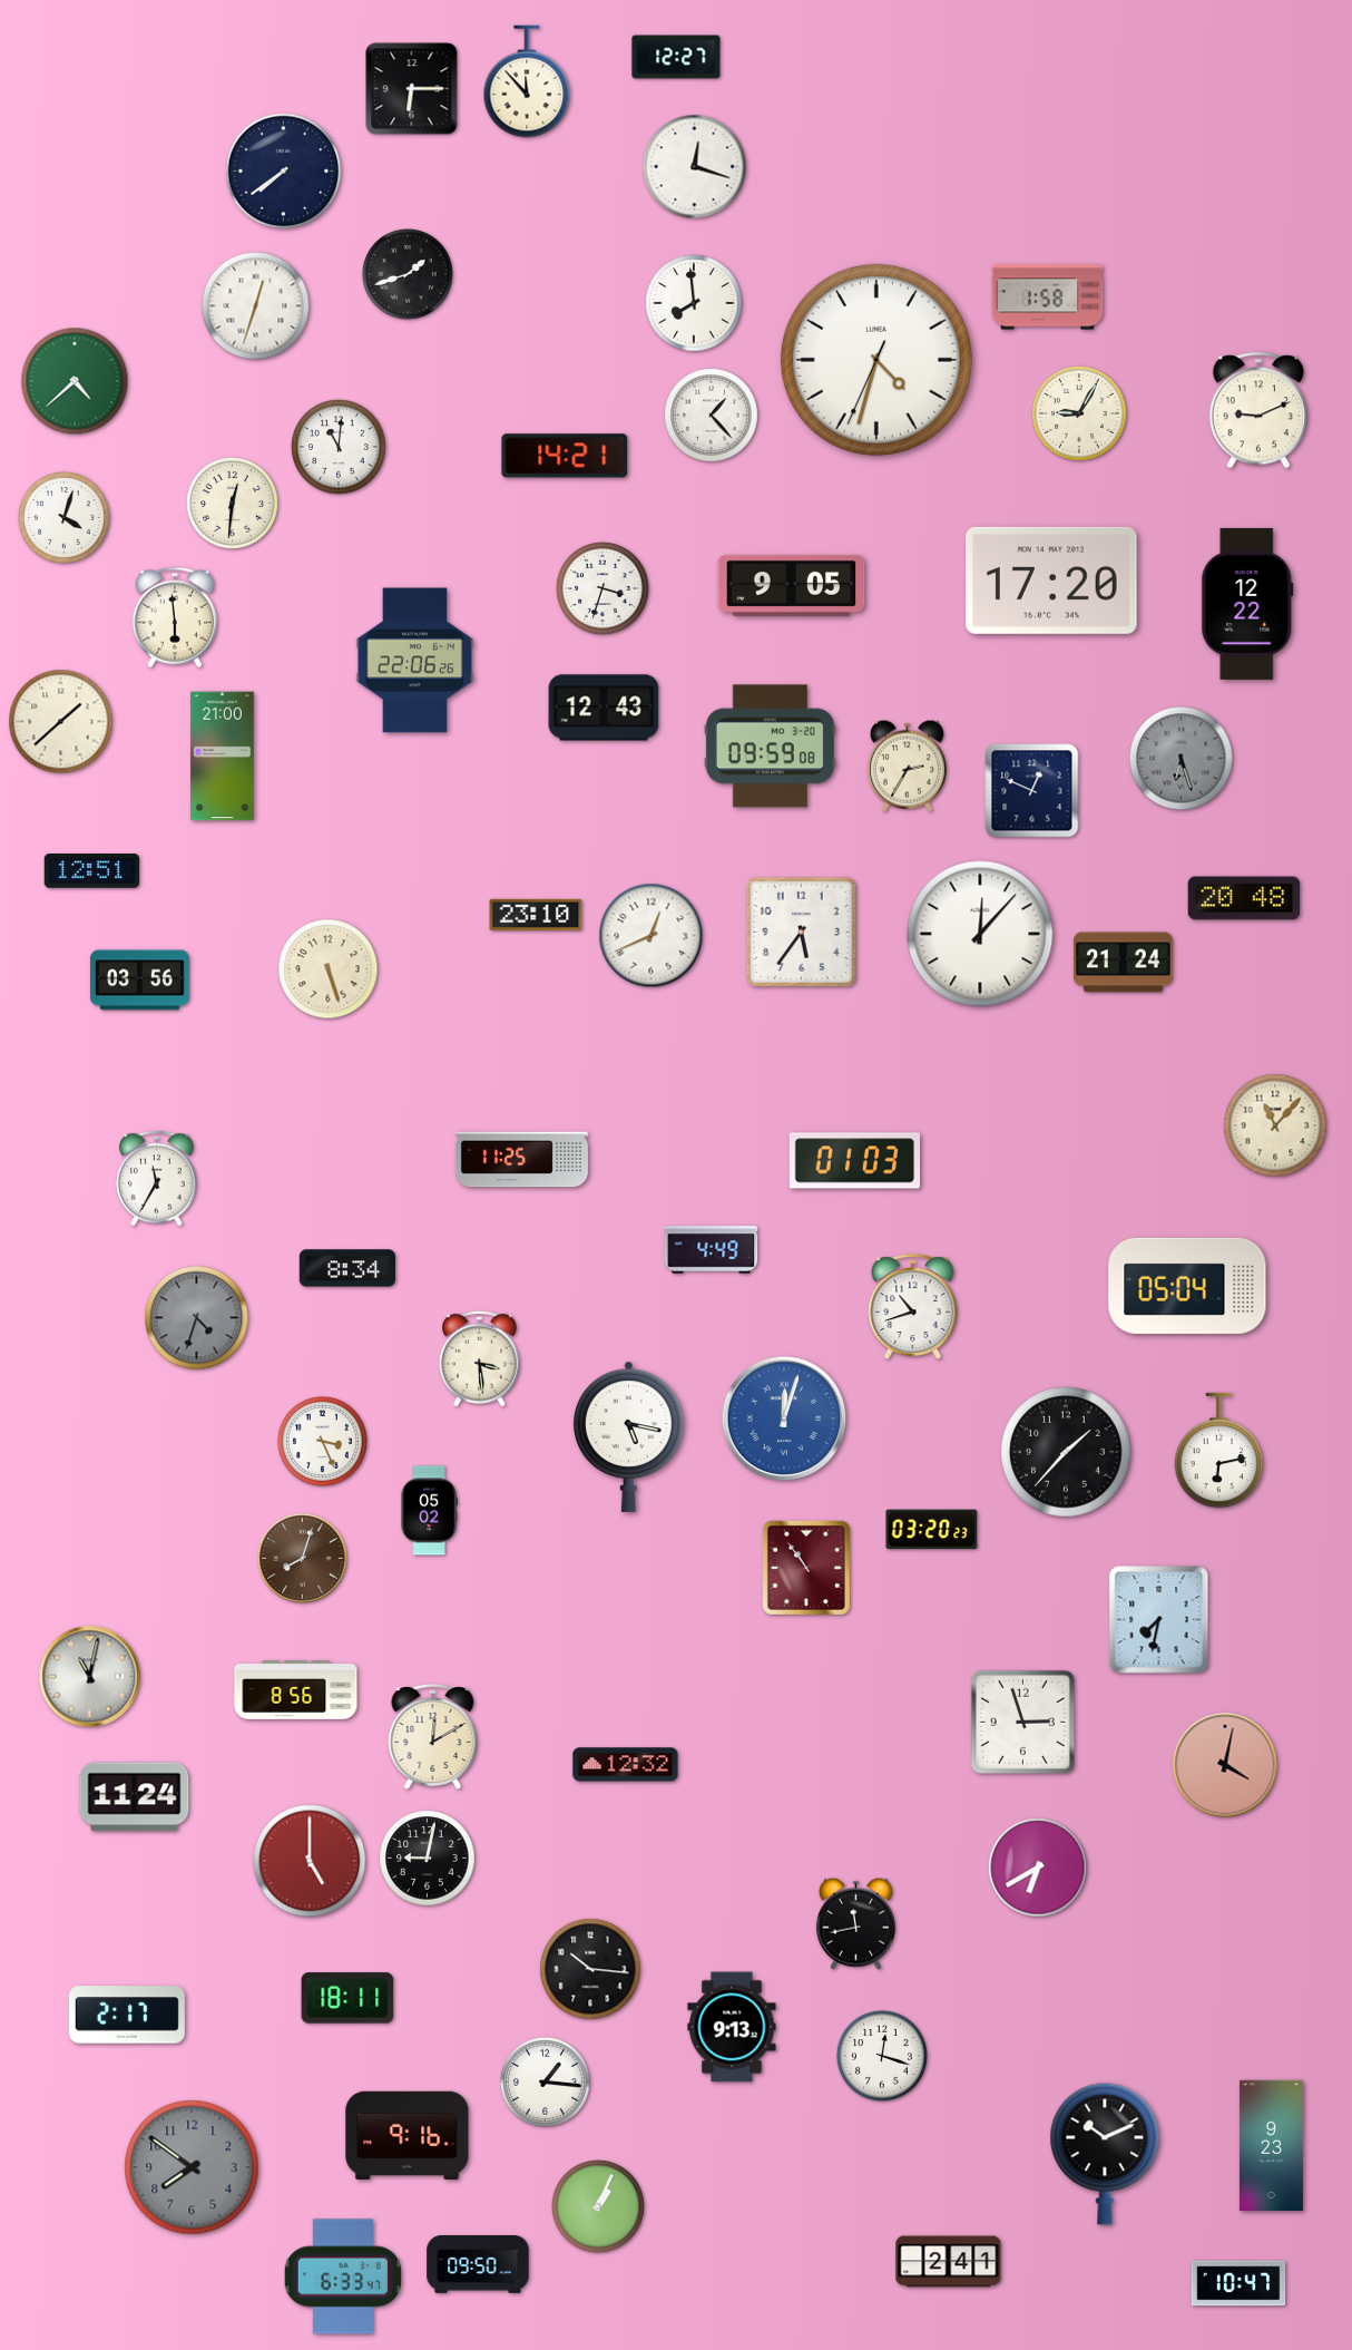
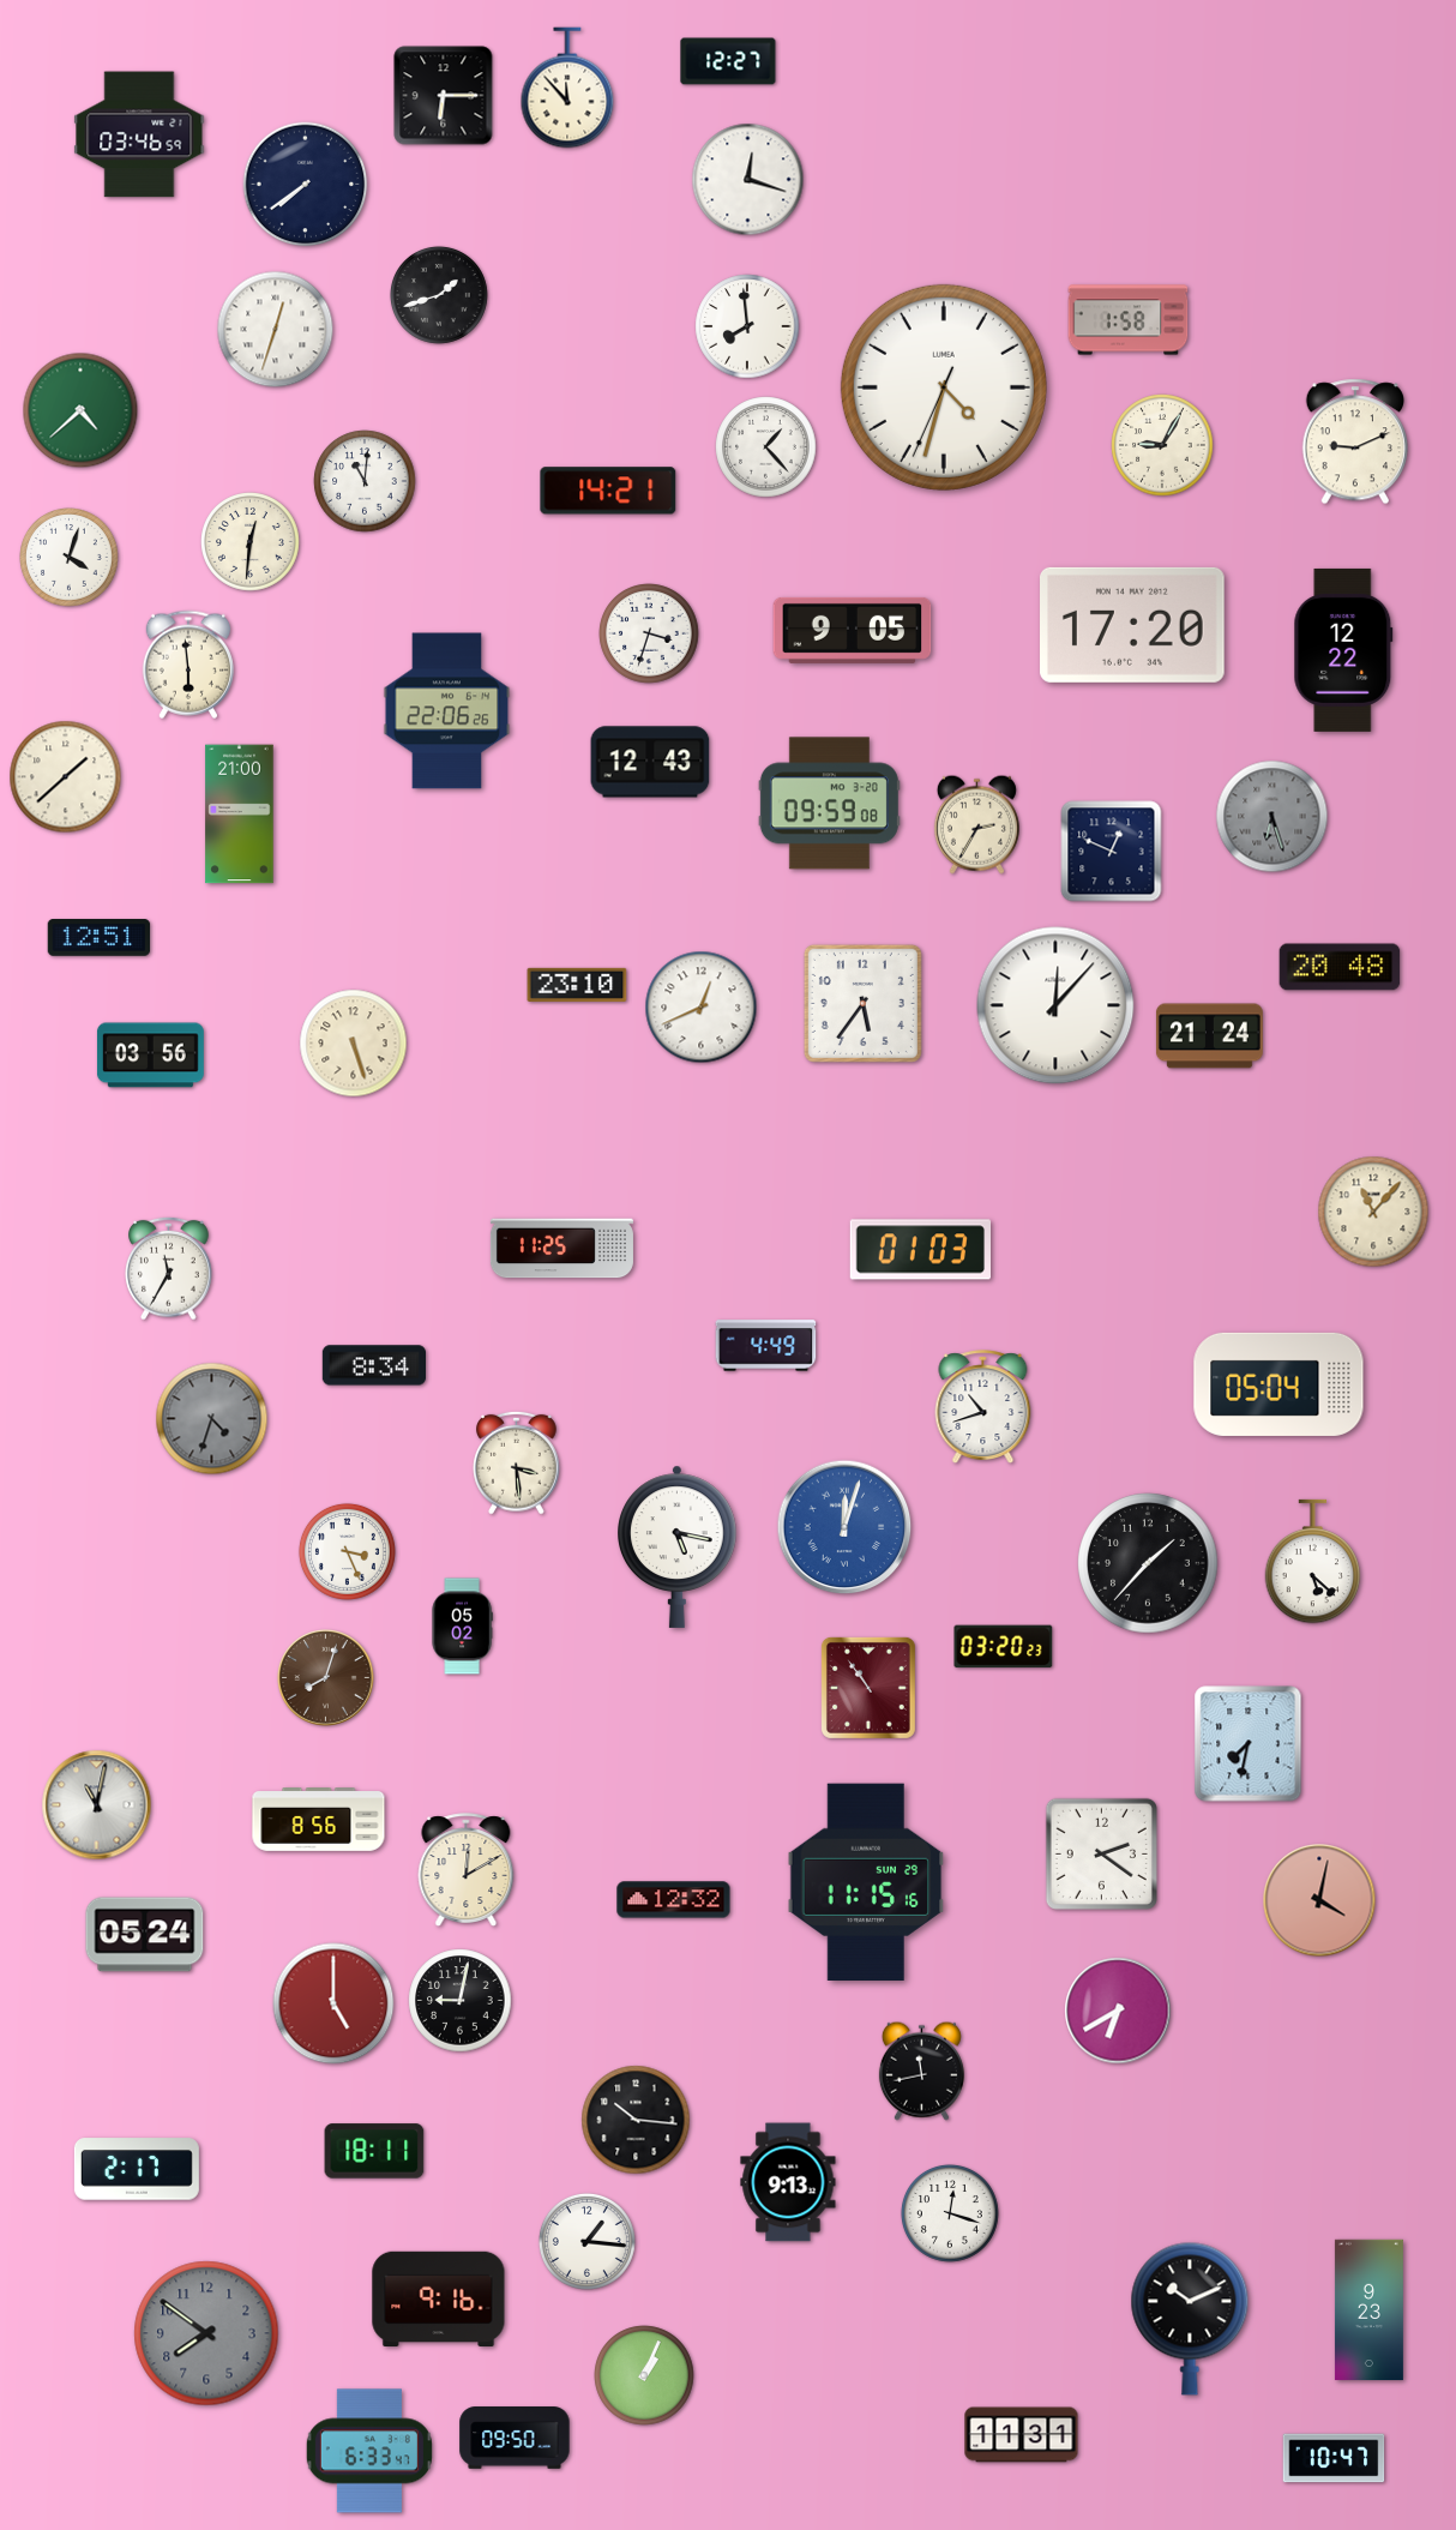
clock at (139, 134): none -> 03:46
clock at (1219, 1451): 6:13 -> 5:22
clock at (1022, 1722): 2:57 -> 2:21
clock at (866, 1881): none -> 11:15
clock at (135, 1797): 11:24 -> 05:24
clock at (949, 2262): 2:41 -> 11:31
